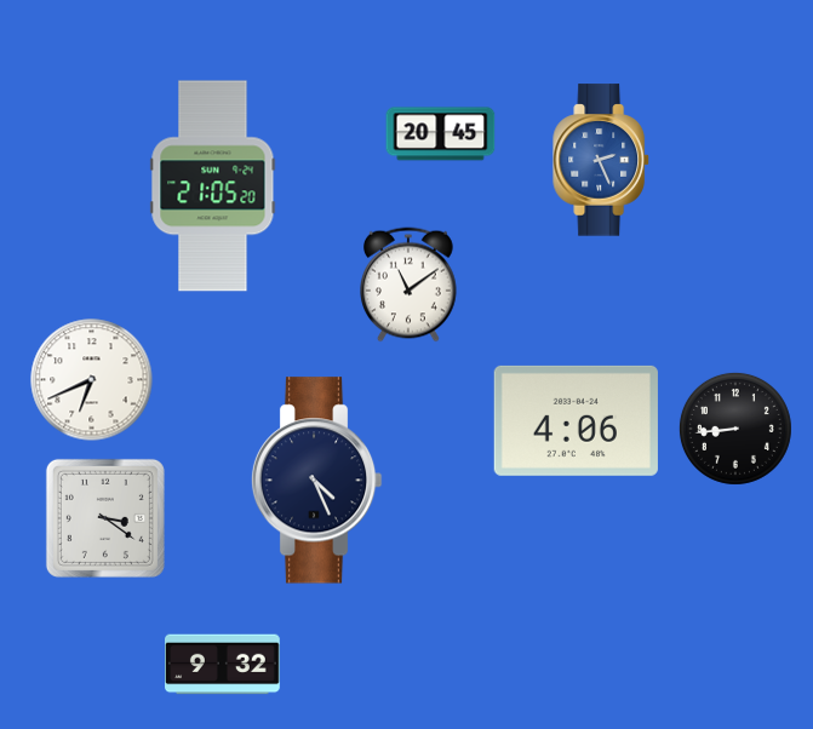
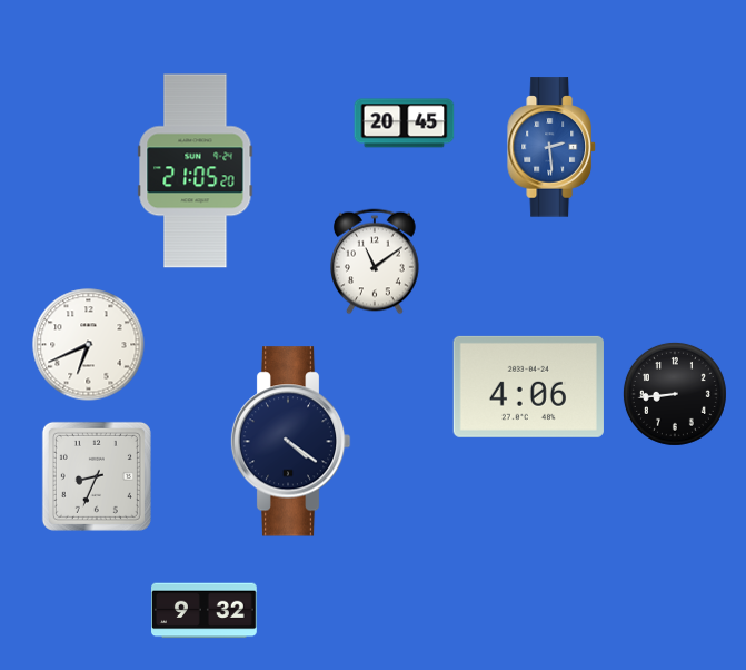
clock at (601, 160): 2:26 -> 2:29
clock at (92, 380) position: (92, 380) -> (89, 345)
clock at (316, 481): 4:26 -> 4:21
clock at (105, 518): 3:21 -> 8:34
